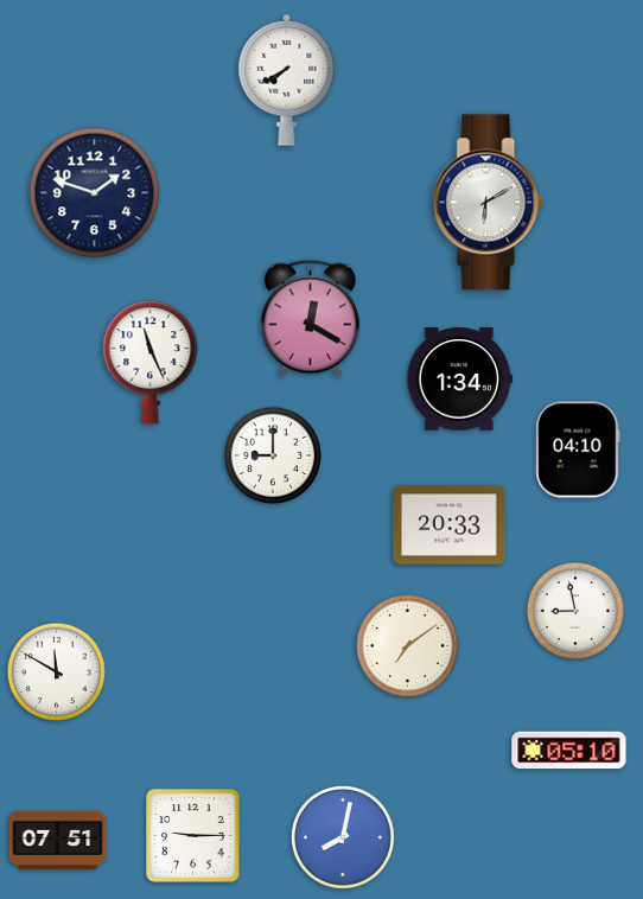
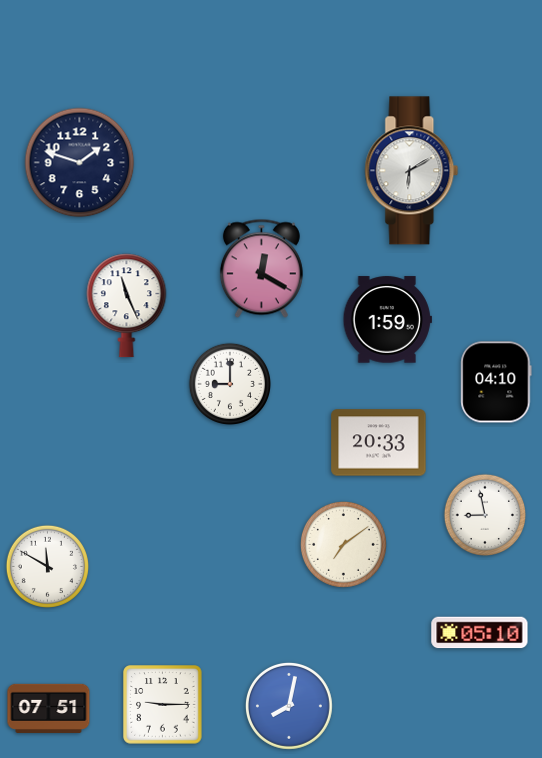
clock at (287, 79): 7:40 -> none
clock at (459, 380): 1:34 -> 1:59
clock at (578, 449) position: (578, 449) -> (496, 382)
